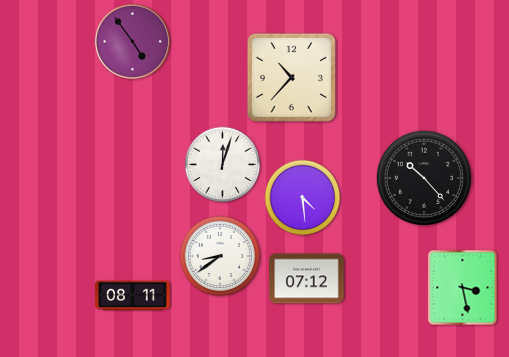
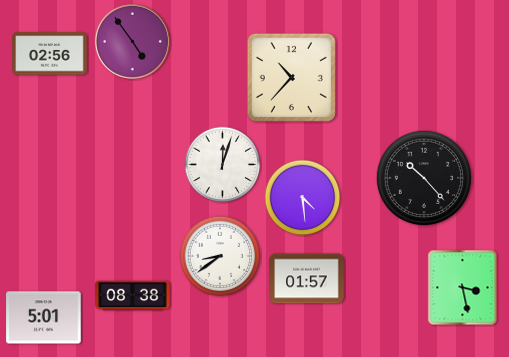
clock at (50, 54): none -> 02:56
clock at (307, 279): 07:12 -> 01:57
clock at (133, 296): 08:11 -> 08:38
clock at (44, 318): none -> 5:01
